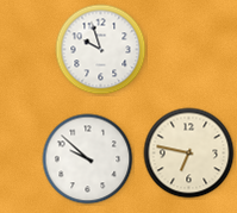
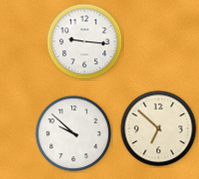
clock at (101, 50): 9:57 -> 9:16
clock at (189, 154): 6:47 -> 6:52
